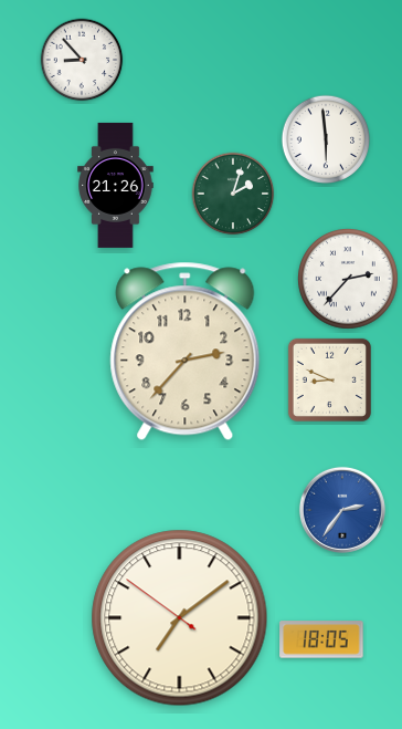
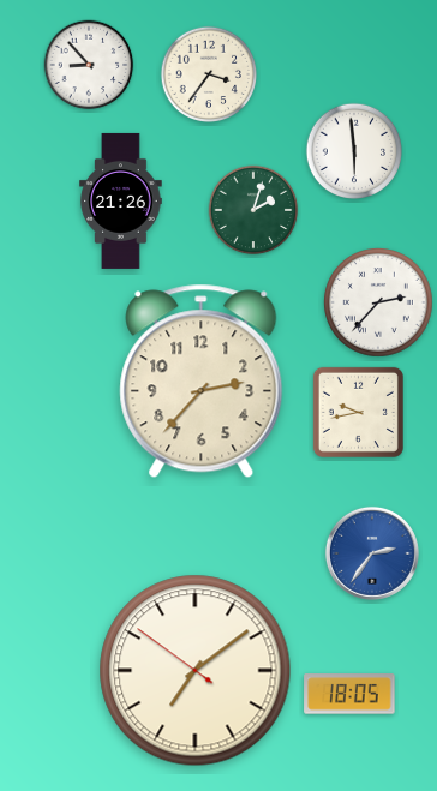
clock at (208, 73): none -> 3:36
clock at (116, 185) position: (116, 185) -> (121, 200)
clock at (329, 379): 8:49 -> 9:43
